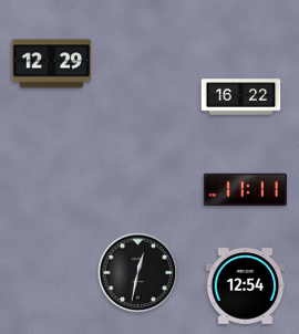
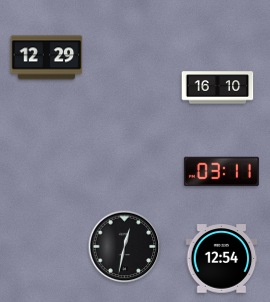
clock at (241, 97): 16:22 -> 16:10
clock at (245, 190): 11:11 -> 03:11
